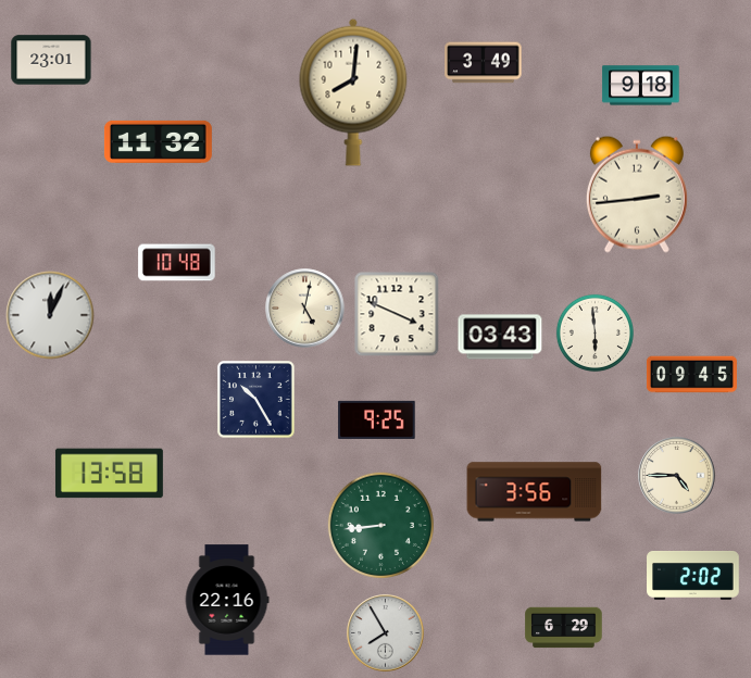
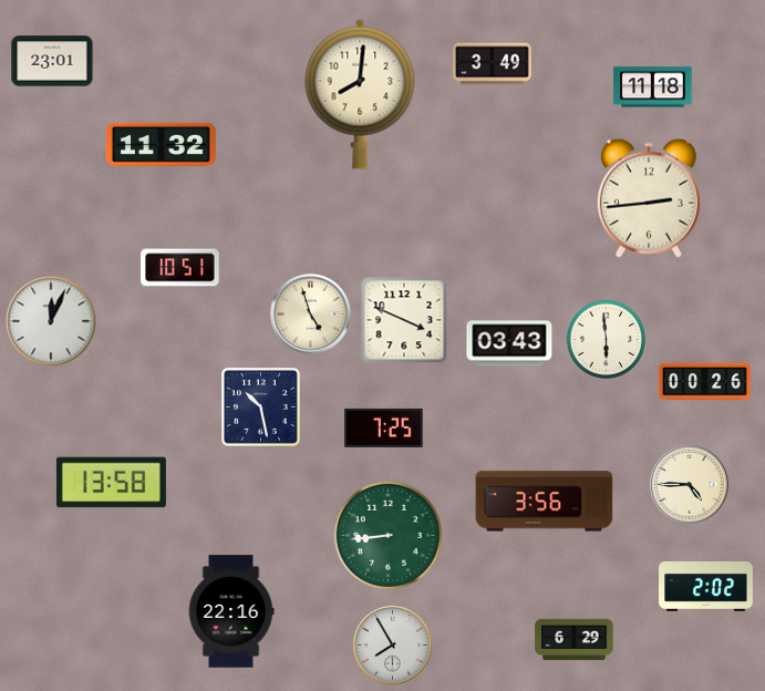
clock at (641, 86): 9:18 -> 11:18
clock at (177, 263): 10:48 -> 10:51
clock at (305, 309): 5:02 -> 4:57
clock at (691, 375): 09:45 -> 00:26
clock at (256, 400): 10:25 -> 10:28
clock at (377, 419): 9:25 -> 7:25
